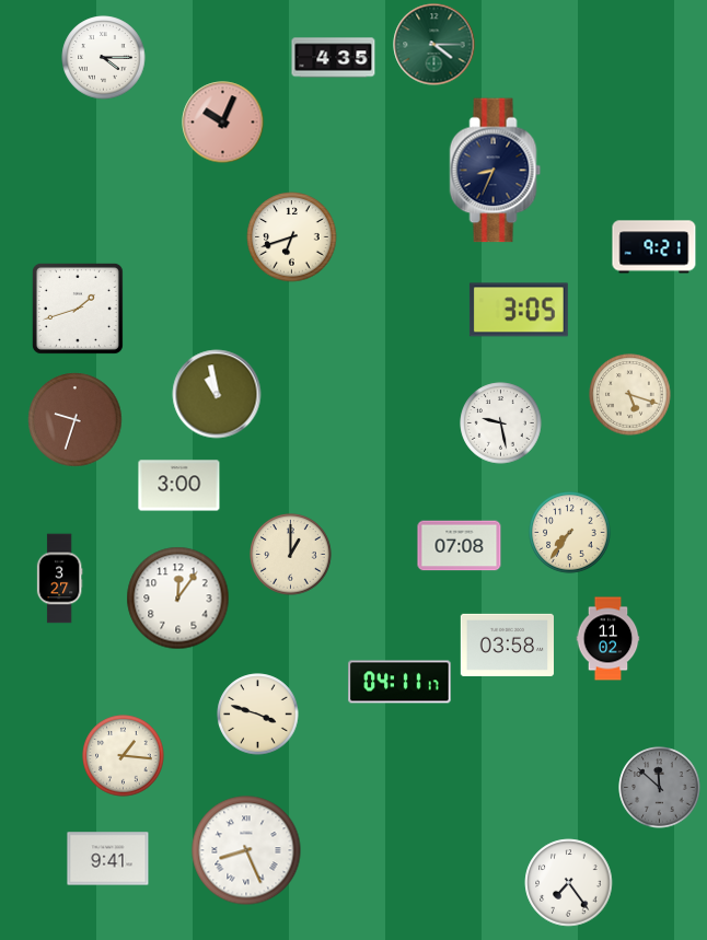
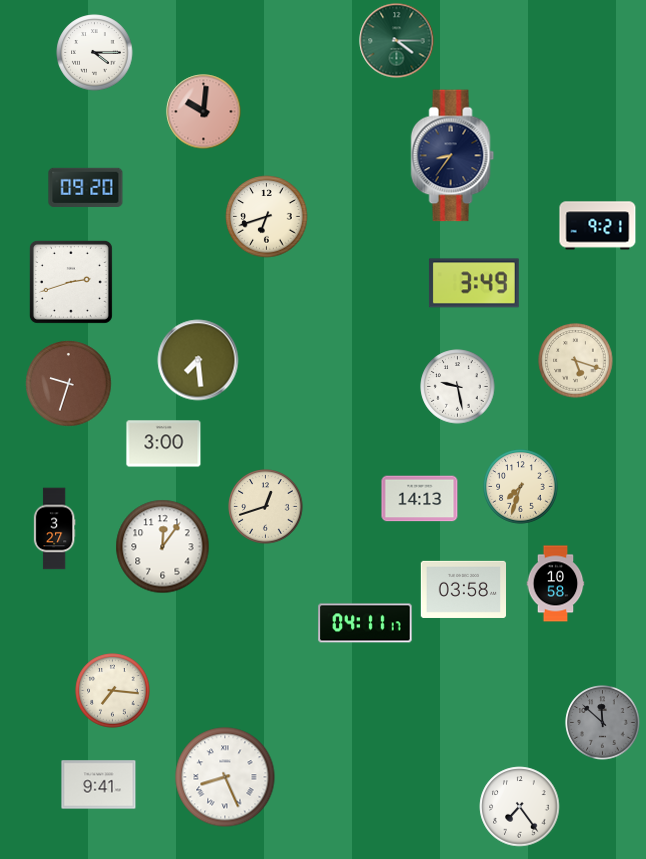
clock at (334, 58): 4:35 -> none
clock at (223, 123): 10:04 -> 10:01
clock at (496, 171): 8:34 -> 8:36
clock at (86, 187): none -> 09:20
clock at (78, 309): 1:42 -> 2:42
clock at (519, 310): 3:05 -> 3:49
clock at (217, 394): 10:58 -> 7:29
clock at (570, 533): 7:36 -> 7:33
clock at (460, 546): 07:08 -> 14:13
clock at (291, 555): 1:00 -> 12:42
clock at (609, 639): 11:02 -> 10:58
clock at (258, 715): 3:48 -> none
clock at (124, 756): 1:16 -> 7:16
clock at (660, 788) position: (660, 788) -> (603, 723)
